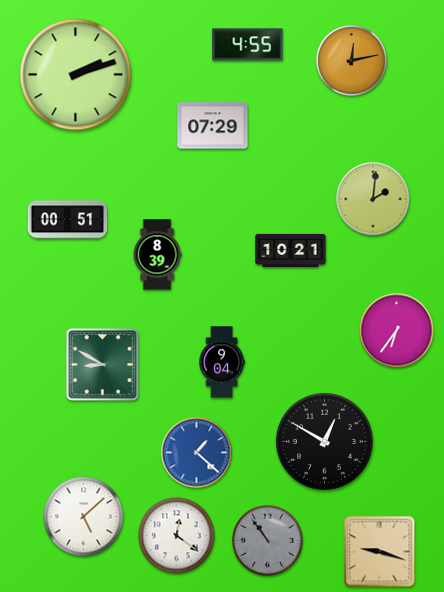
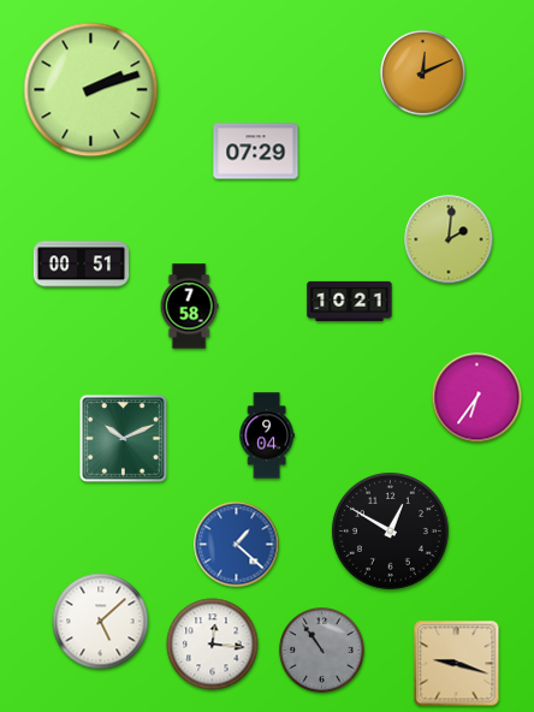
clock at (248, 45): 4:55 -> none
clock at (352, 61): 12:13 -> 12:11
clock at (157, 255): 8:39 -> 7:58
clock at (102, 364): 8:50 -> 10:11
clock at (177, 536): 12:21 -> 12:16
